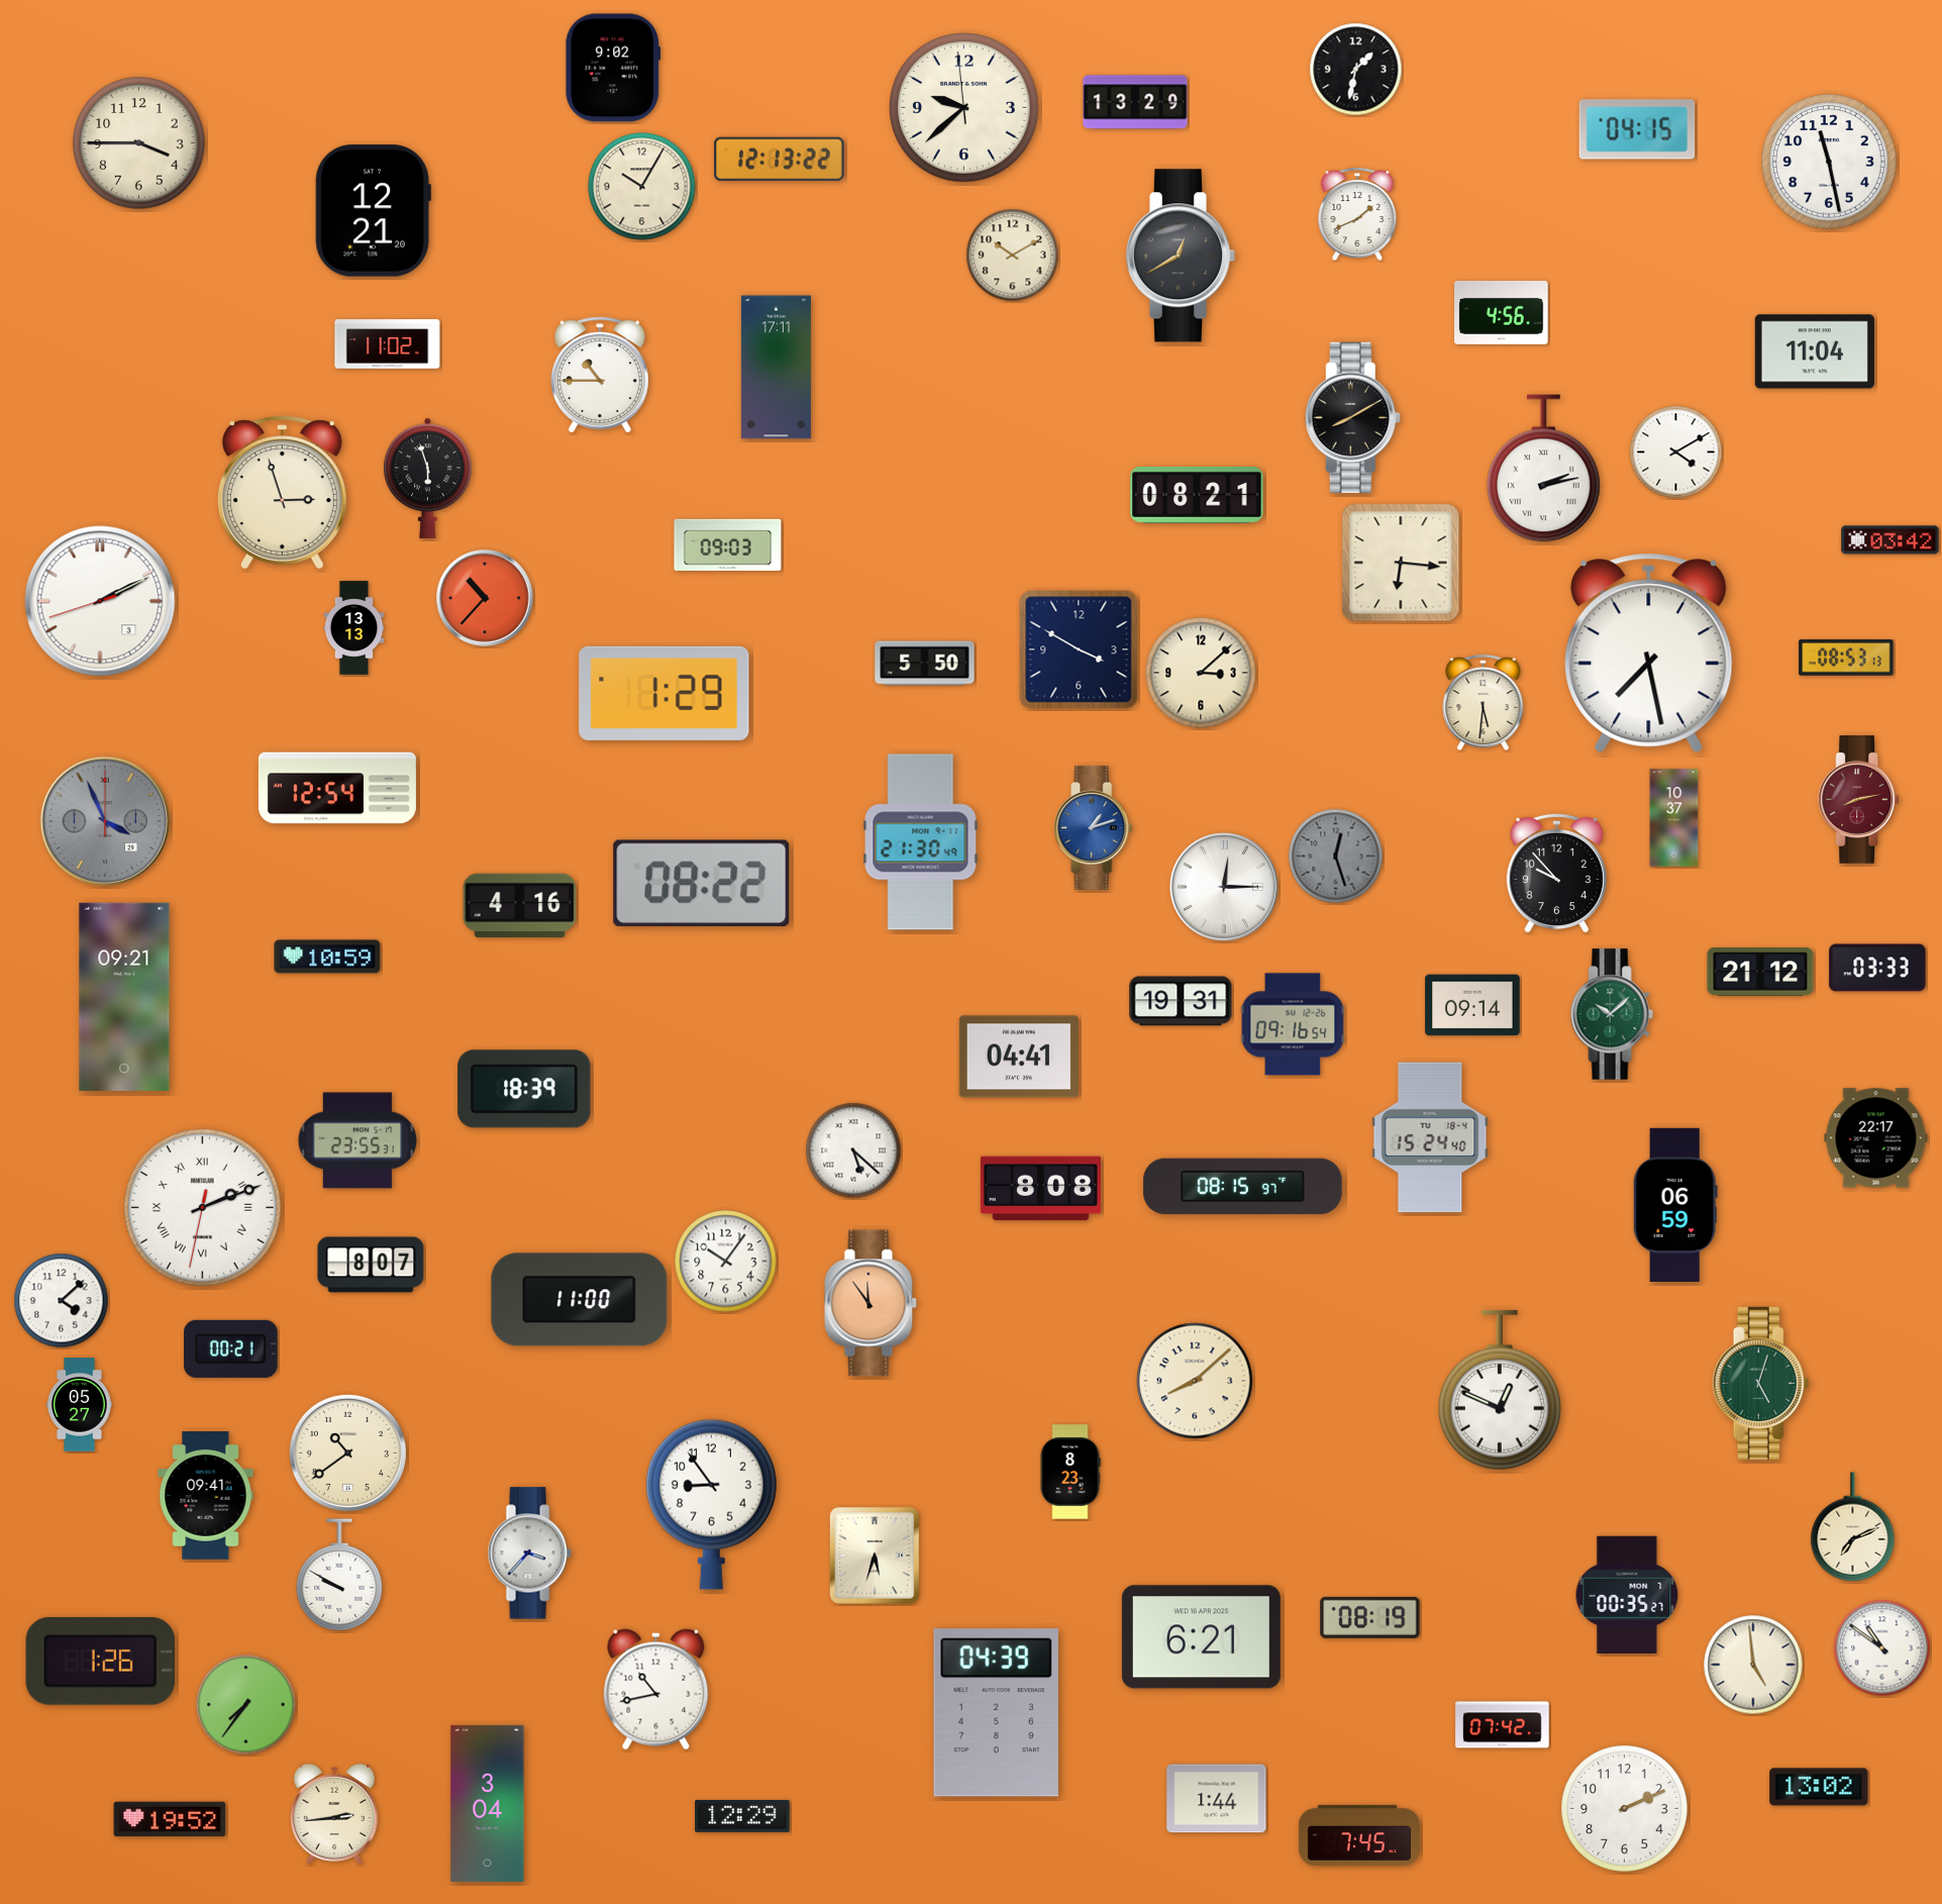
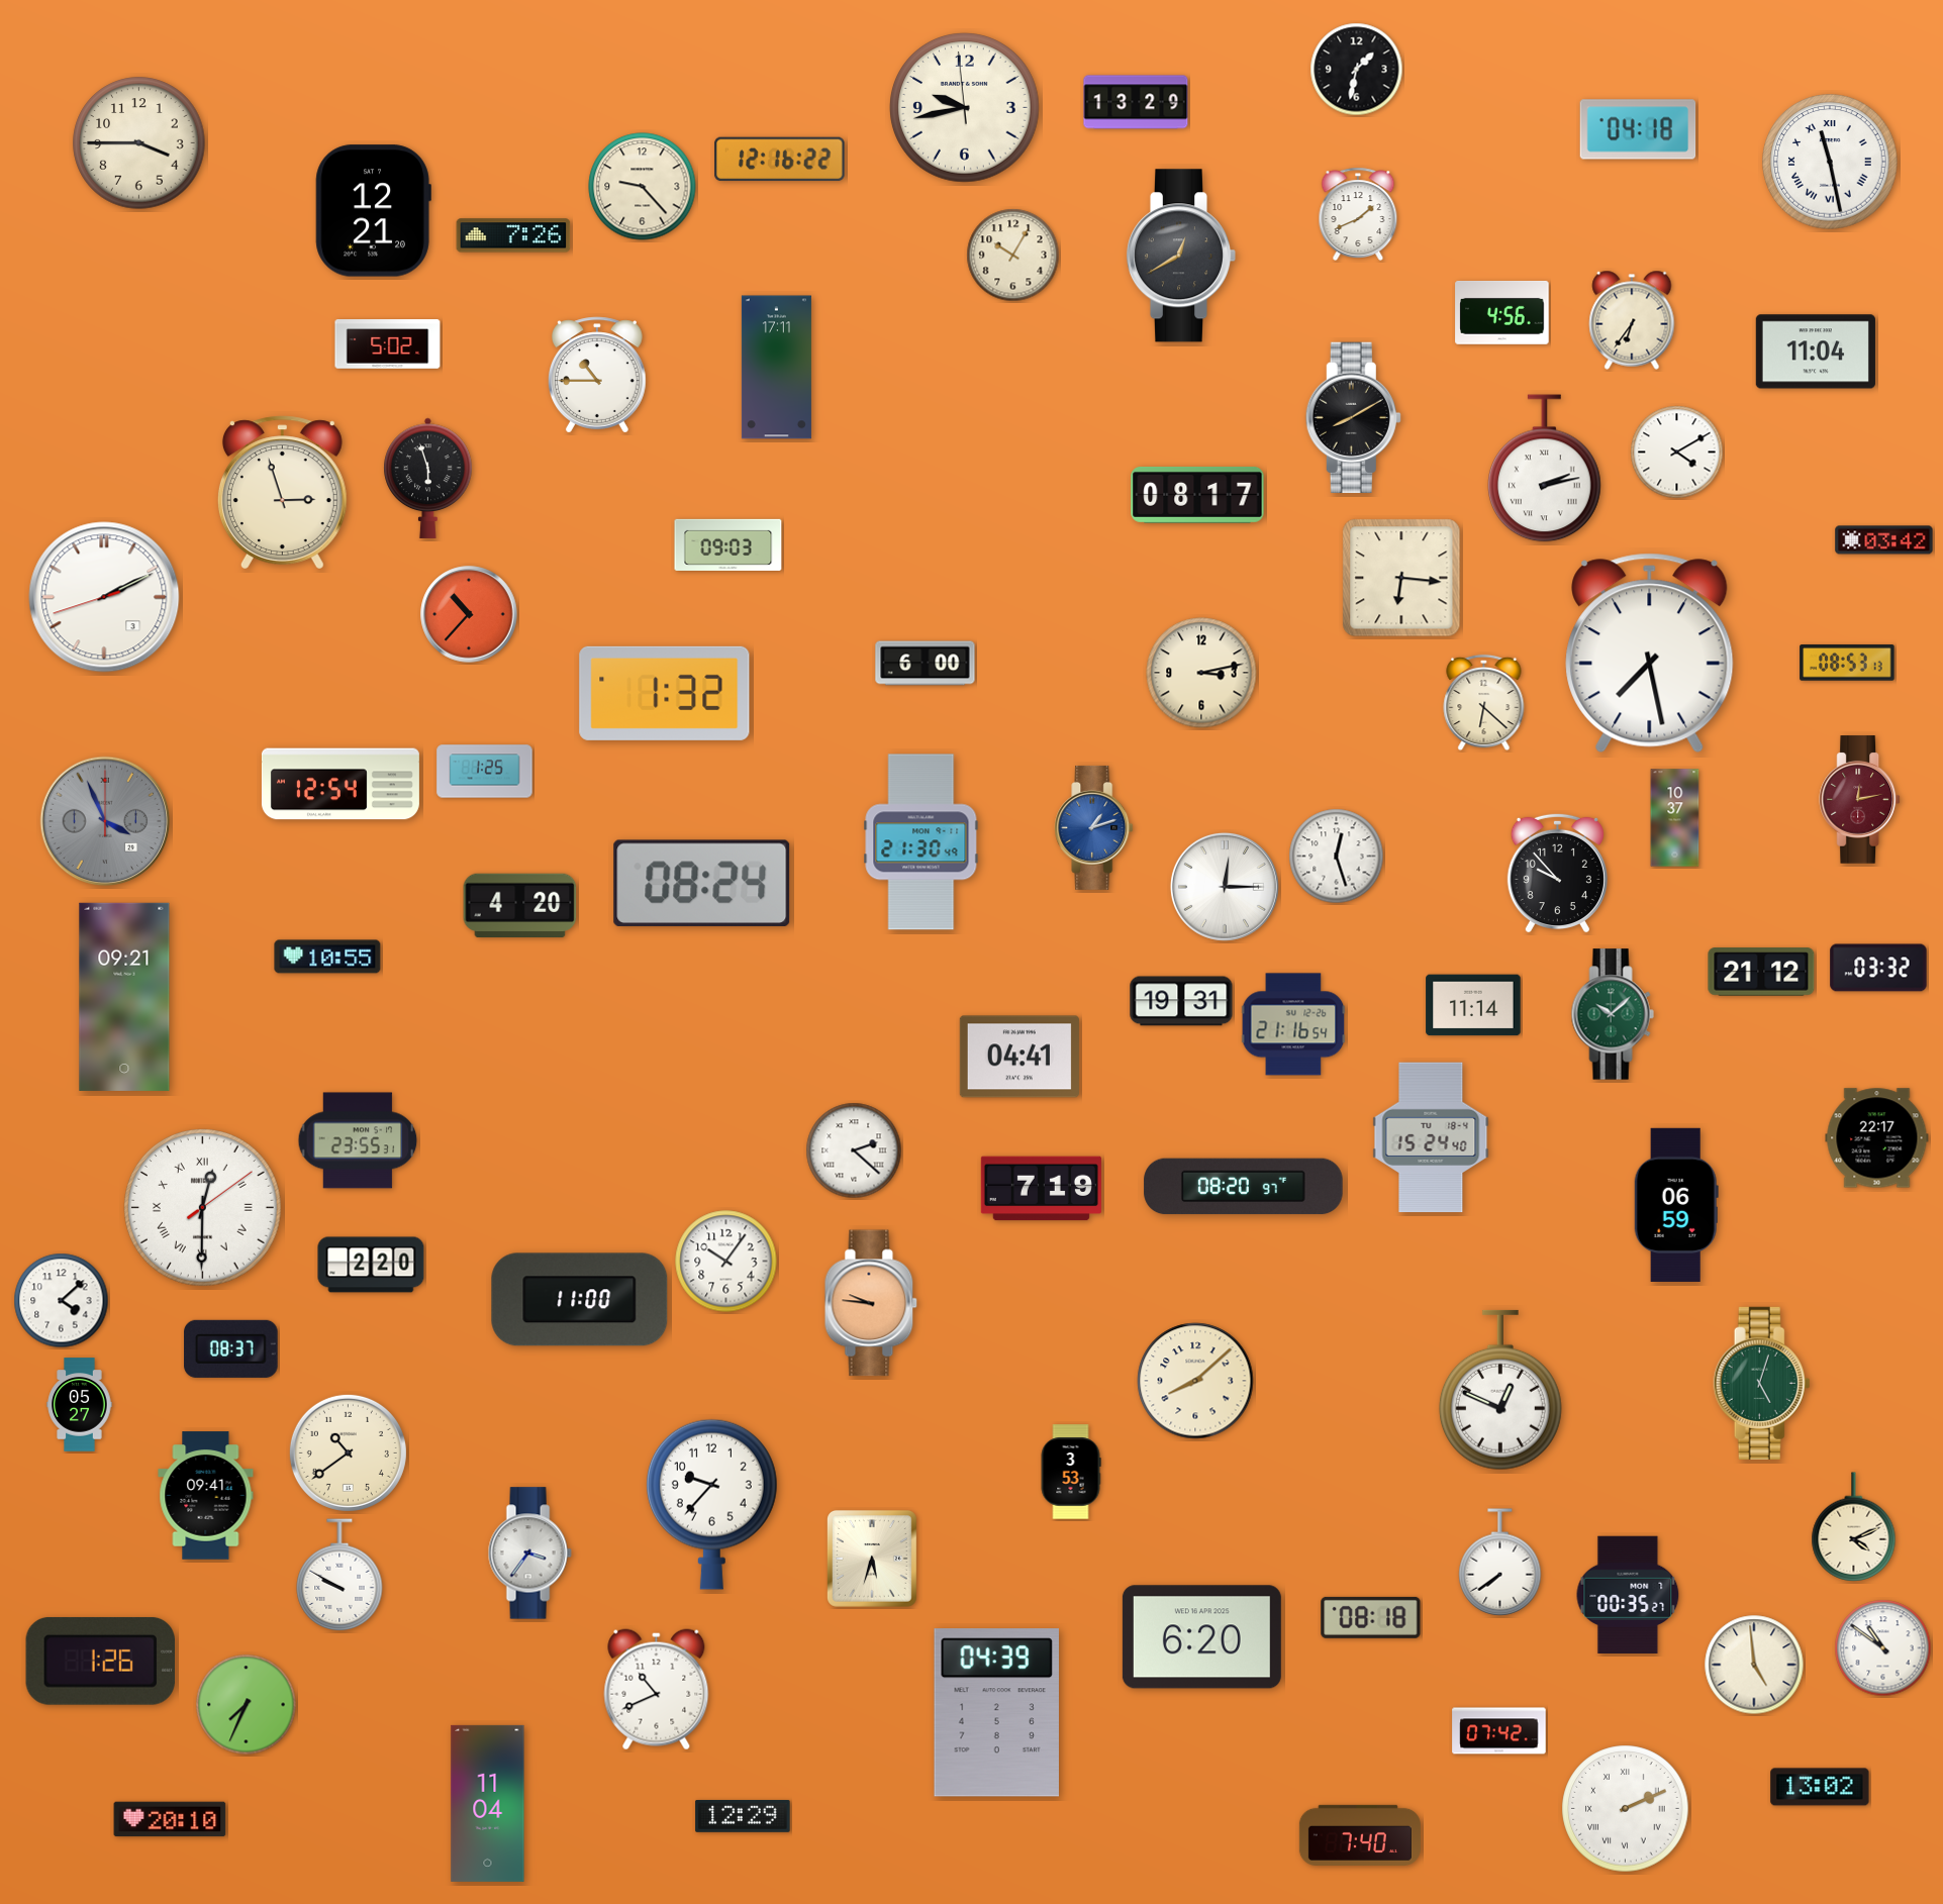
clock at (613, 68): 9:02 -> none
clock at (964, 108): 9:37 -> 9:42
clock at (1637, 129): 04:15 -> 04:18
clock at (780, 160): 12:13 -> 12:16
clock at (1829, 162) numerals: Arabic -> Roman
clock at (642, 187): 10:05 -> 9:23
clock at (513, 235): none -> 7:26
clock at (1013, 256): 10:10 -> 10:05
clock at (1632, 320): none -> 6:36
clock at (388, 344): 11:02 -> 5:02
clock at (600, 375) position: (600, 375) -> (597, 375)
clock at (1197, 495): 08:21 -> 08:17
clock at (1890, 540) position: (1890, 540) -> (1884, 540)
clock at (1401, 563) position: (1401, 563) -> (1401, 578)
clock at (485, 598) position: (485, 598) -> (469, 614)
clock at (100, 601) position: (100, 601) -> (104, 597)
clock at (354, 628): 13:13 -> none
clock at (1079, 649): 3:50 -> none
clock at (1846, 658) position: (1846, 658) -> (1847, 663)
clock at (925, 664): 5:50 -> 6:00
clock at (1201, 673): 3:08 -> 3:13
clock at (665, 693): 1:29 -> 1:32
clock at (1484, 703): 5:31 -> 6:22
clock at (485, 772): none -> 1:25
clock at (337, 788) position: (337, 788) -> (341, 784)
clock at (1859, 800): 8:13 -> 12:13
clock at (1336, 857) dial: grey -> white
clock at (702, 883): 08:22 -> 08:24
clock at (520, 906): 4:16 -> 4:20
clock at (327, 957): 10:59 -> 10:55
clock at (1877, 968): 03:33 -> 03:32
clock at (1472, 1005): 09:14 -> 11:14
clock at (1293, 1024): 09:16 -> 21:16
clock at (524, 1089): 18:39 -> none
clock at (853, 1150): 5:22 -> 2:22
clock at (1243, 1187): 08:15 -> 08:20
clock at (1040, 1189): 8:08 -> 7:19
clock at (203, 1208): 2:11 -> 12:30
clock at (371, 1265): 8:07 -> 2:20
clock at (871, 1303): 11:54 -> 9:46
clock at (231, 1348): 00:21 -> 08:37
clock at (1070, 1472): 8:23 -> 3:53
clock at (711, 1504): 8:54 -> 9:37
clock at (1853, 1527): 7:11 -> 4:11
clock at (529, 1554): 3:37 -> 3:36
clock at (875, 1556) position: (875, 1556) -> (872, 1559)
clock at (1500, 1563): none -> 7:39
clock at (1370, 1617): 08:19 -> 08:18
clock at (1201, 1637): 6:21 -> 6:20
clock at (656, 1690): 10:43 -> 10:41
clock at (246, 1705): 7:36 -> 7:34
clock at (1503, 1725) position: (1503, 1725) -> (1499, 1731)
clock at (1217, 1799): 1:44 -> none
clock at (488, 1803): 3:04 -> 11:04
clock at (1625, 1809) numerals: Arabic -> Roman
clock at (334, 1814): 2:44 -> none
clock at (170, 1819): 19:52 -> 20:10
clock at (1359, 1835): 7:45 -> 7:40
